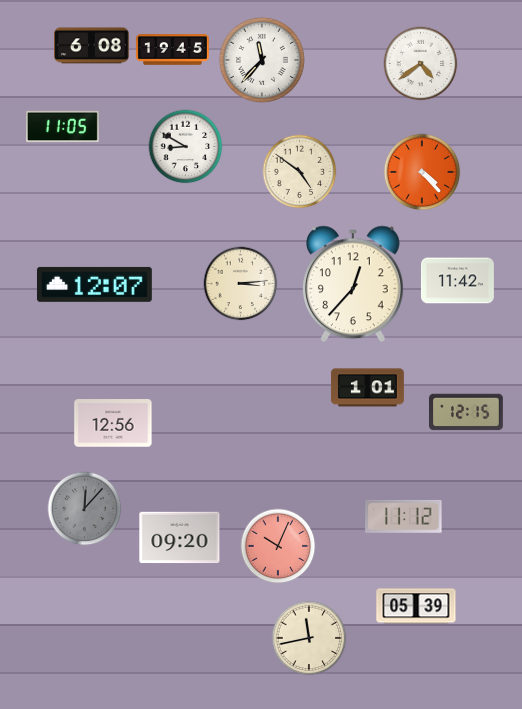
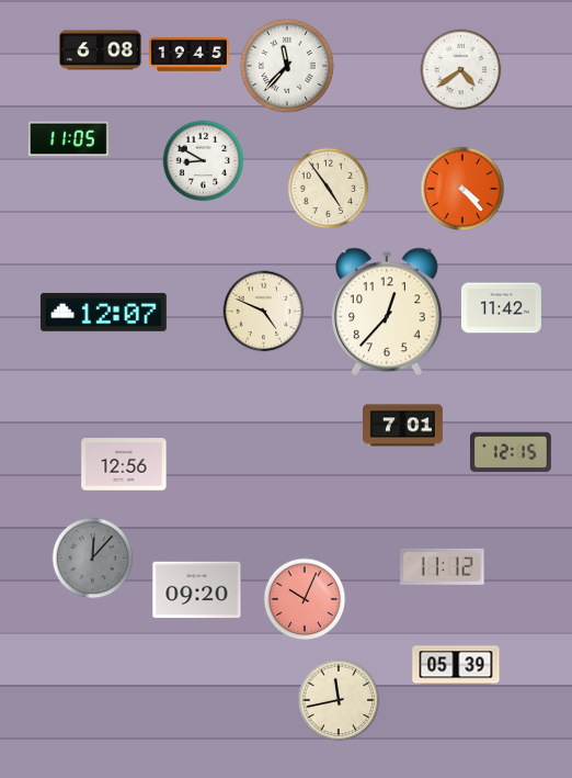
clock at (300, 172): 4:51 -> 4:54
clock at (241, 284): 3:14 -> 4:49
clock at (367, 388): 1:01 -> 7:01
